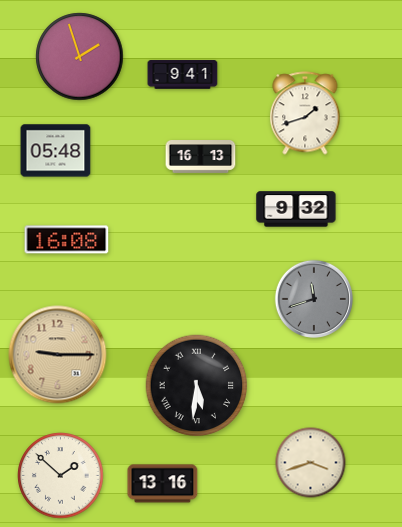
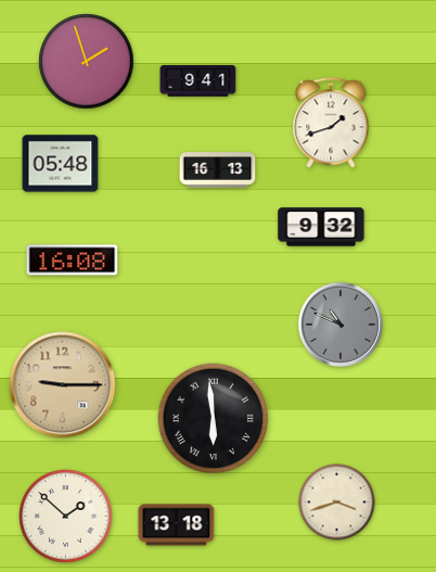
clock at (314, 299): 11:42 -> 10:49
clock at (197, 386): 5:31 -> 5:59
clock at (163, 484): 13:16 -> 13:18
